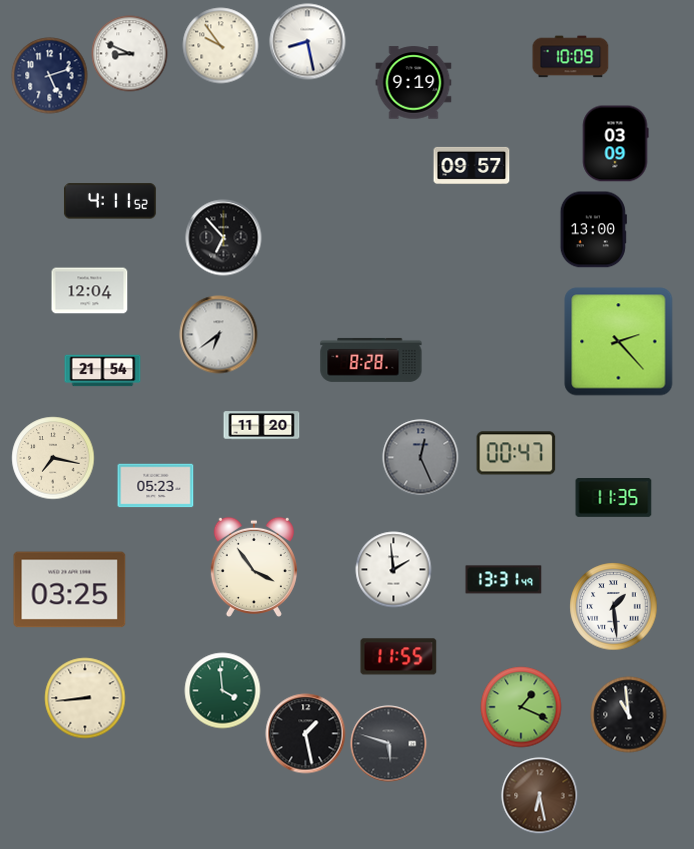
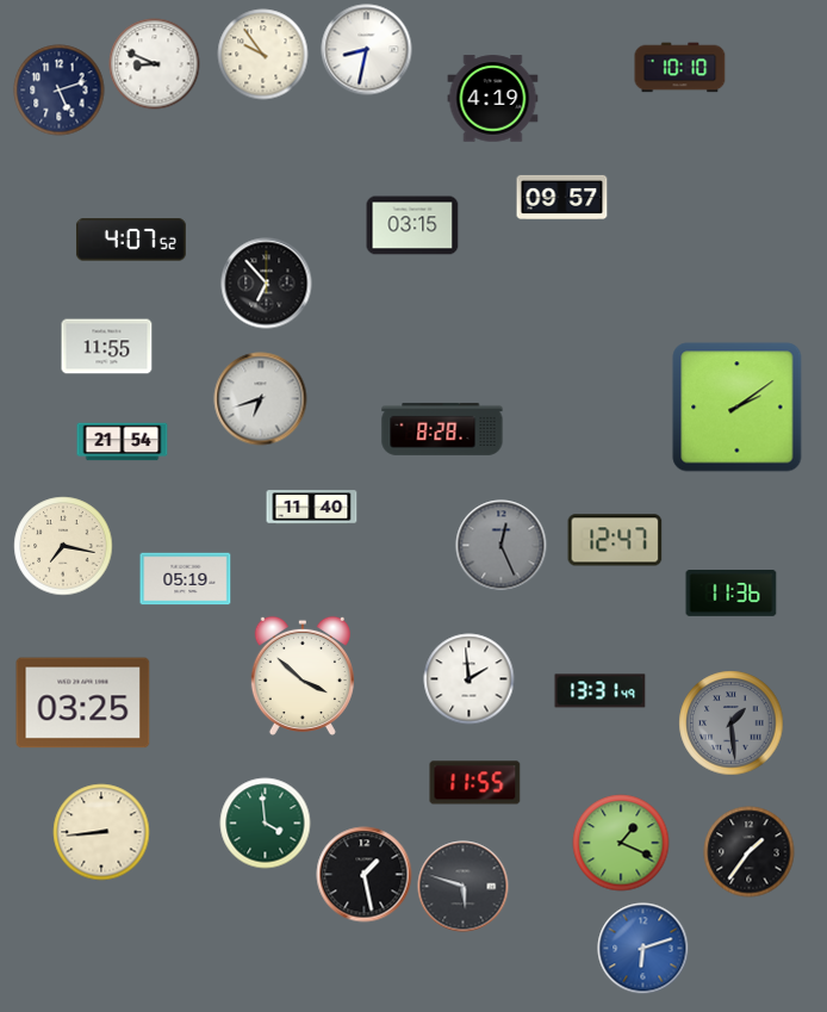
clock at (308, 42): 8:28 -> 8:32
clock at (571, 57): 10:09 -> 10:10
clock at (414, 83): 9:19 -> 4:19
clock at (615, 144): 03:09 -> none
clock at (412, 225): none -> 03:15
clock at (110, 201): 4:11 -> 4:07
clock at (593, 230): 13:00 -> none
clock at (90, 291): 12:04 -> 11:55
clock at (219, 335): 6:39 -> 6:42
clock at (619, 342): 2:23 -> 2:09
clock at (262, 426): 11:20 -> 11:40
clock at (516, 453): 00:47 -> 12:47
clock at (156, 486): 05:23 -> 05:19
clock at (614, 498): 11:35 -> 11:36
clock at (254, 566): 3:54 -> 3:52
clock at (614, 607) dial: white -> grey
clock at (629, 715): 10:59 -> 1:36
clock at (540, 796): 6:28 -> 6:12
clock at (540, 796) dial: brown -> blue
